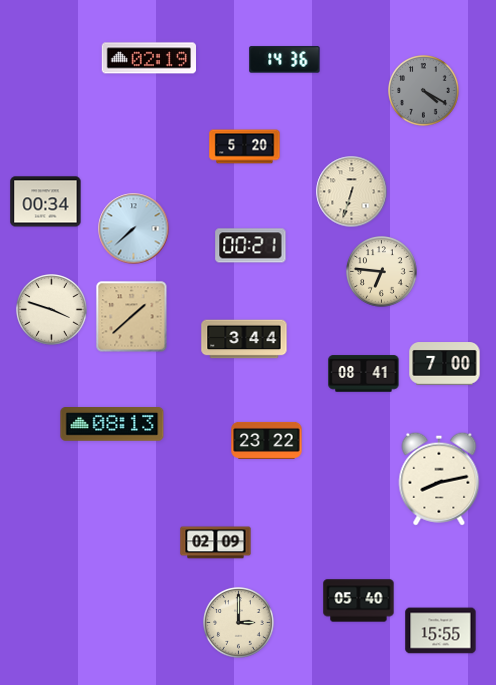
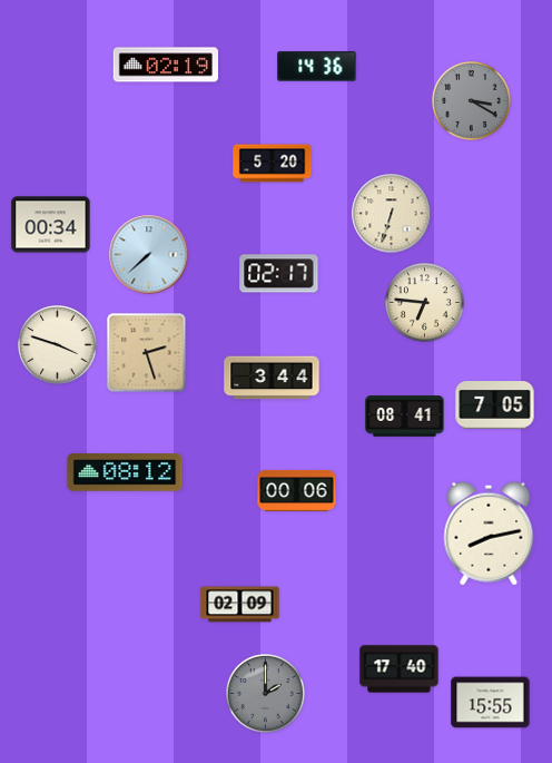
clock at (424, 91): 4:20 -> 3:20
clock at (251, 246): 00:21 -> 02:17
clock at (132, 317): 1:38 -> 2:27
clock at (445, 364): 7:00 -> 7:05
clock at (112, 425): 08:13 -> 08:12
clock at (267, 440): 23:22 -> 00:06
clock at (359, 601): 05:40 -> 17:40
clock at (239, 623): 3:00 -> 2:00
clock at (239, 623) dial: cream -> grey
